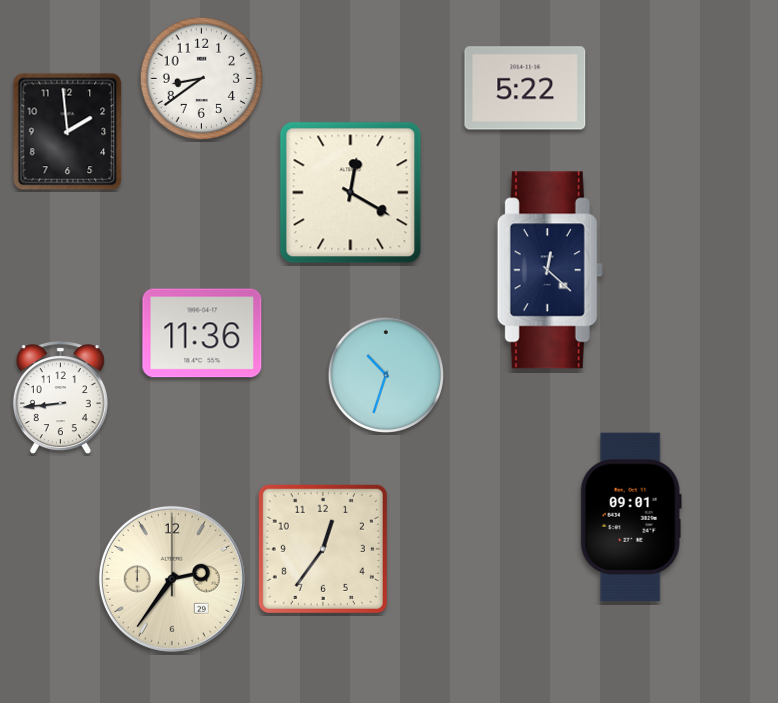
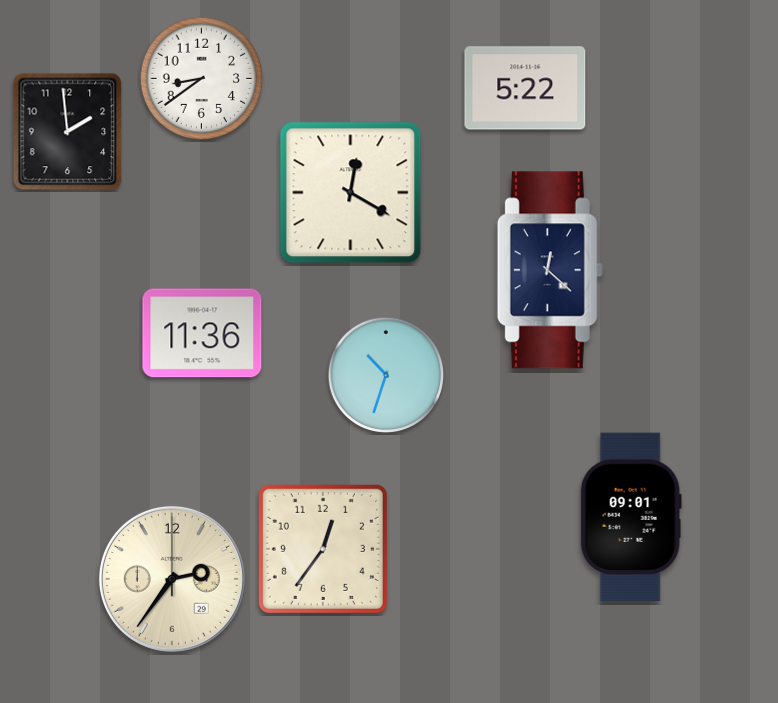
clock at (60, 398): 8:44 -> none
